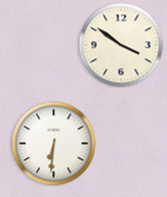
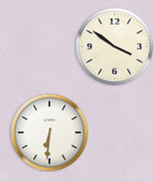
clock at (120, 44) position: (120, 44) -> (114, 46)
